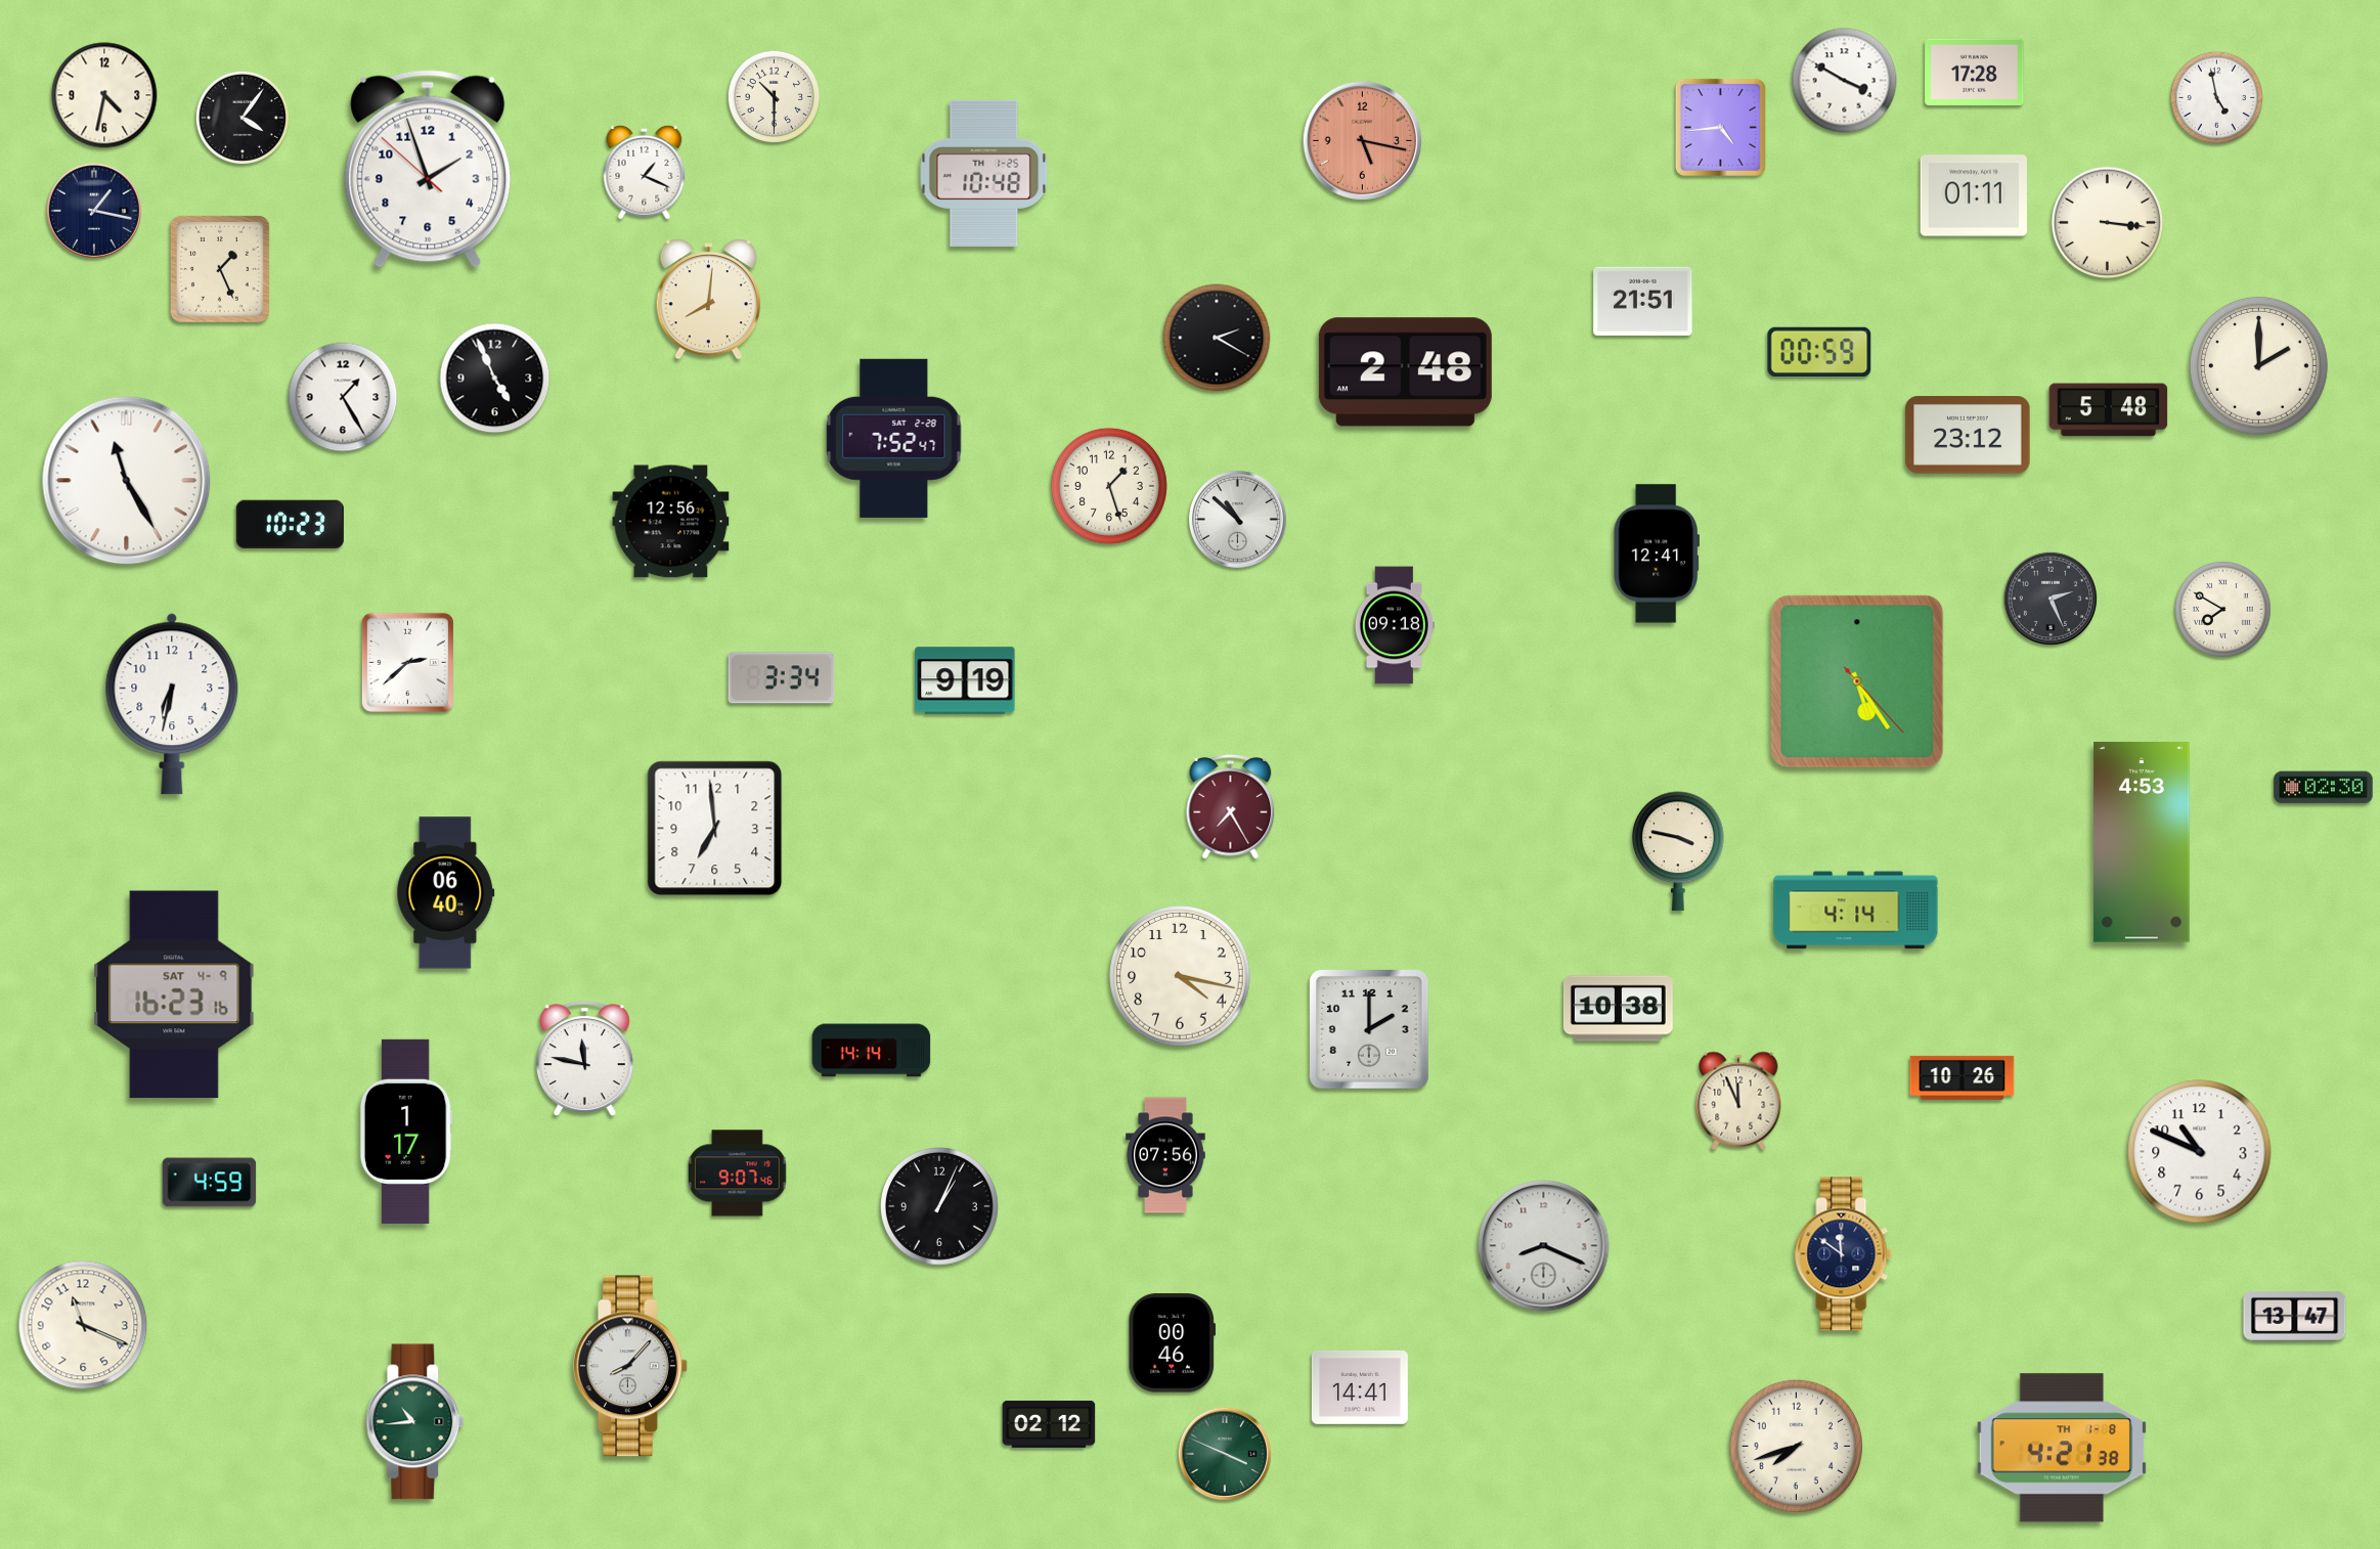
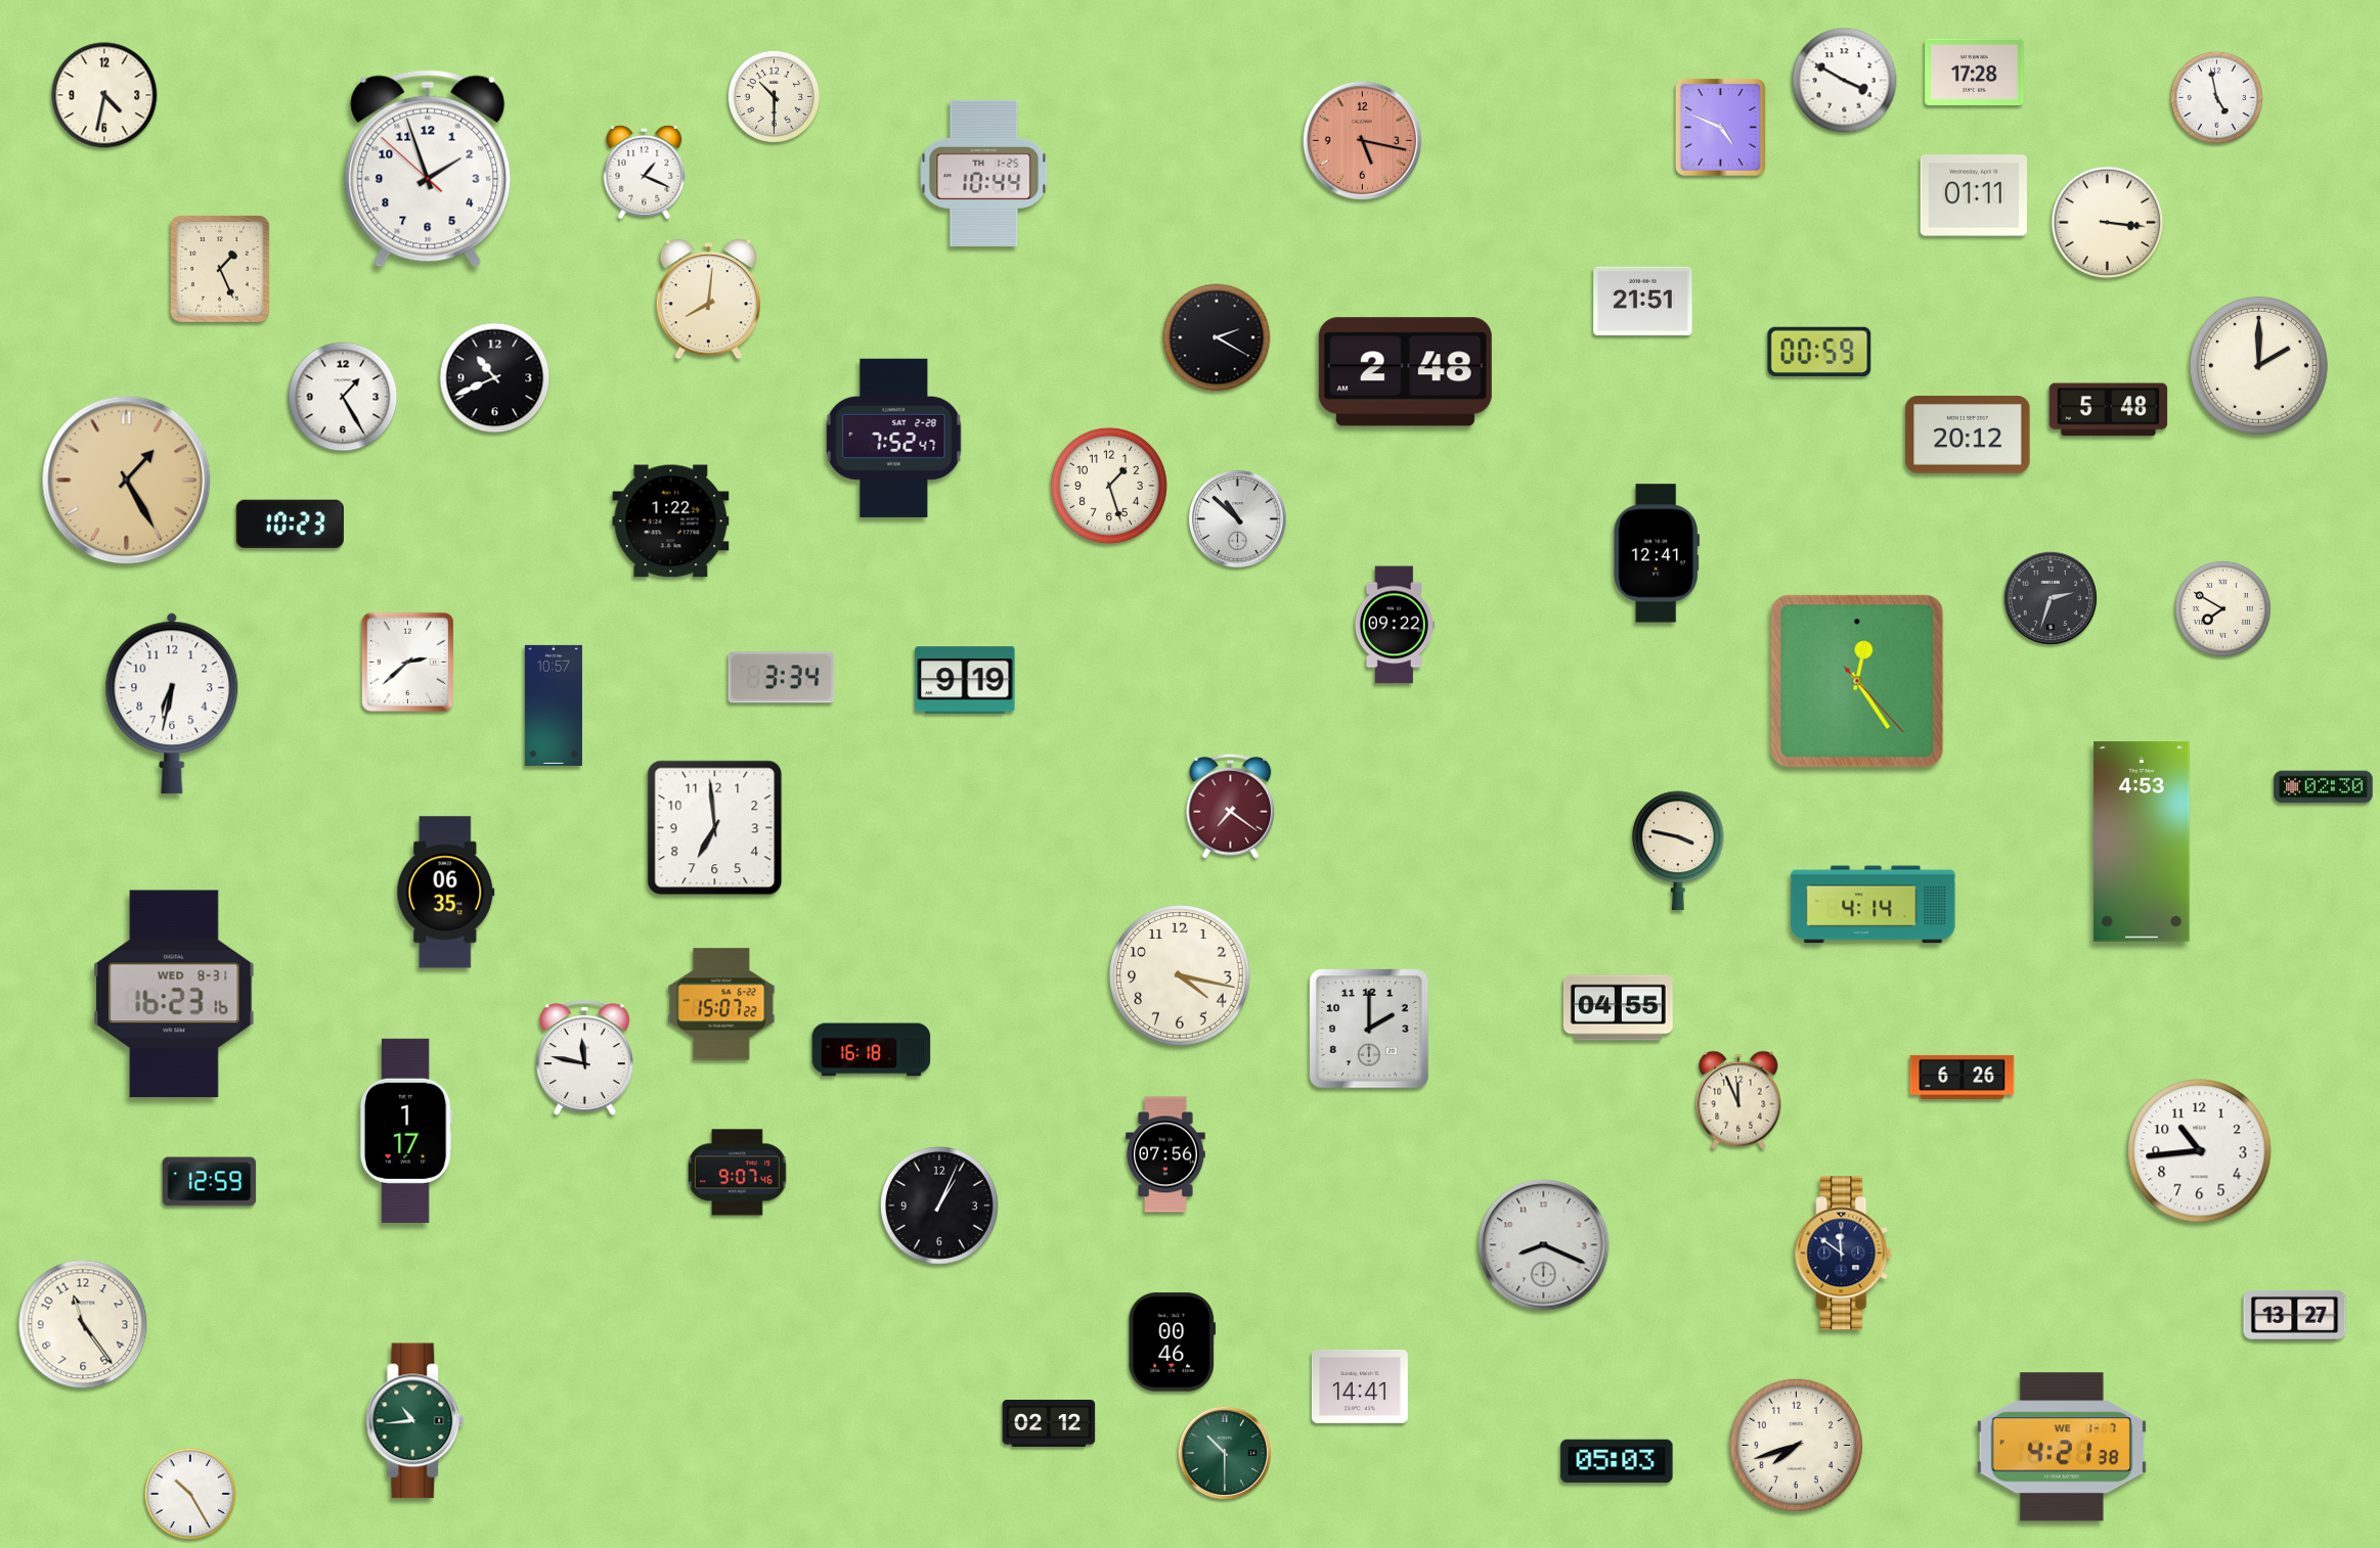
clock at (243, 118): 4:06 -> none
clock at (1720, 127): 4:44 -> 4:49
clock at (984, 173): 10:48 -> 10:44
clock at (94, 211): 1:17 -> none
clock at (495, 379): 4:56 -> 10:41
clock at (1968, 435): 23:12 -> 20:12
clock at (127, 481): 11:25 -> 1:25
clock at (127, 481) dial: white -> champagne
clock at (671, 522): 12:56 -> 1:22
clock at (2051, 599): 2:26 -> 2:33
clock at (1395, 625): 09:18 -> 09:22
clock at (1857, 681): 5:24 -> 12:24
clock at (554, 705): none -> 10:57
clock at (1231, 807): 7:25 -> 7:21
clock at (446, 893): 06:40 -> 06:35
clock at (1856, 911) position: (1856, 911) -> (1874, 905)
clock at (174, 994) date: SAT 4-9 -> WED 8-31
clock at (721, 1004): none -> 15:07
clock at (1618, 1009): 10:38 -> 04:55
clock at (872, 1051): 14:14 -> 16:18
clock at (1963, 1077): 10:26 -> 6:26
clock at (2200, 1152): 10:49 -> 10:44
clock at (210, 1183): 4:59 -> 12:59
clock at (2295, 1316): 13:47 -> 13:27
clock at (83, 1325): 11:19 -> 11:24
clock at (631, 1366): 8:07 -> none
clock at (2062, 1448) date: TH 1-8 -> WE 1-7
clock at (1225, 1454): 3:49 -> 10:30
clock at (1617, 1461): none -> 05:03
clock at (190, 1494): none -> 10:25
